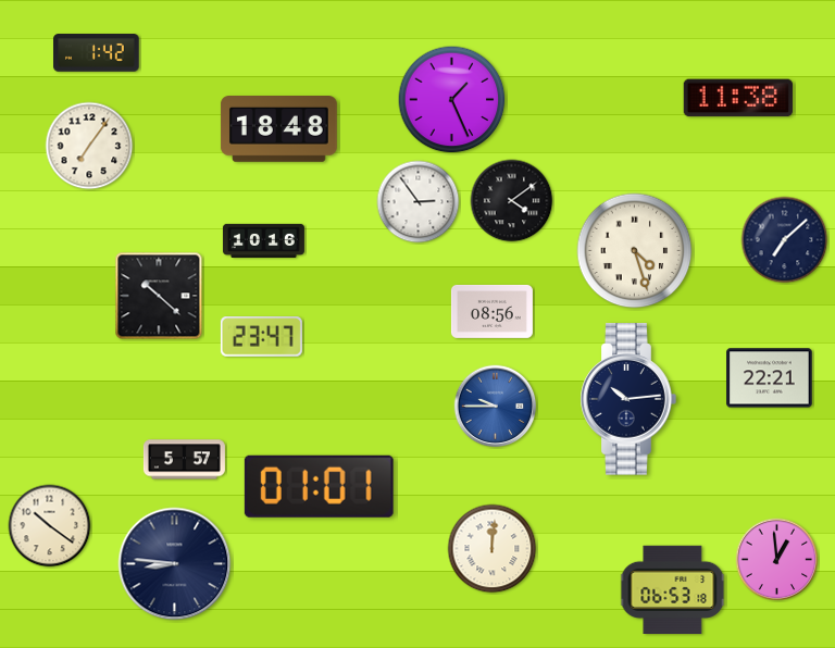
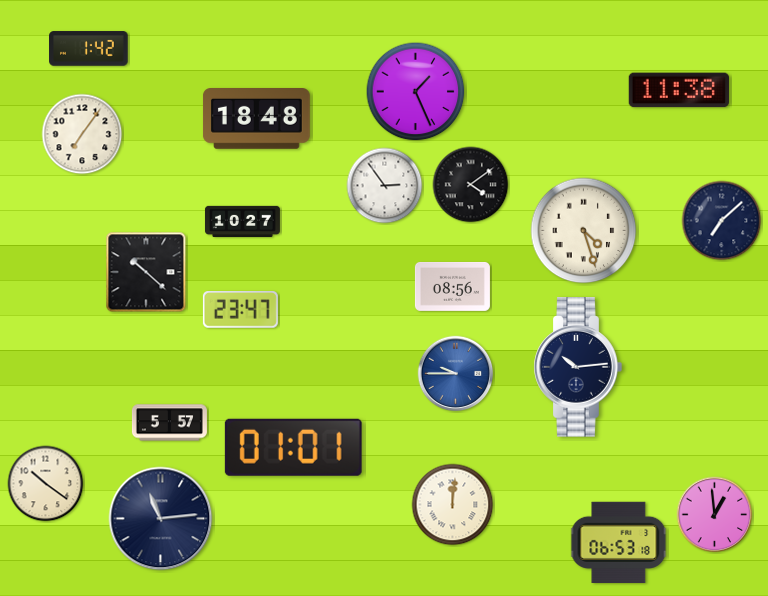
clock at (263, 240): 10:16 -> 10:27
clock at (770, 378): 22:21 -> none
clock at (175, 564): 8:46 -> 11:14
